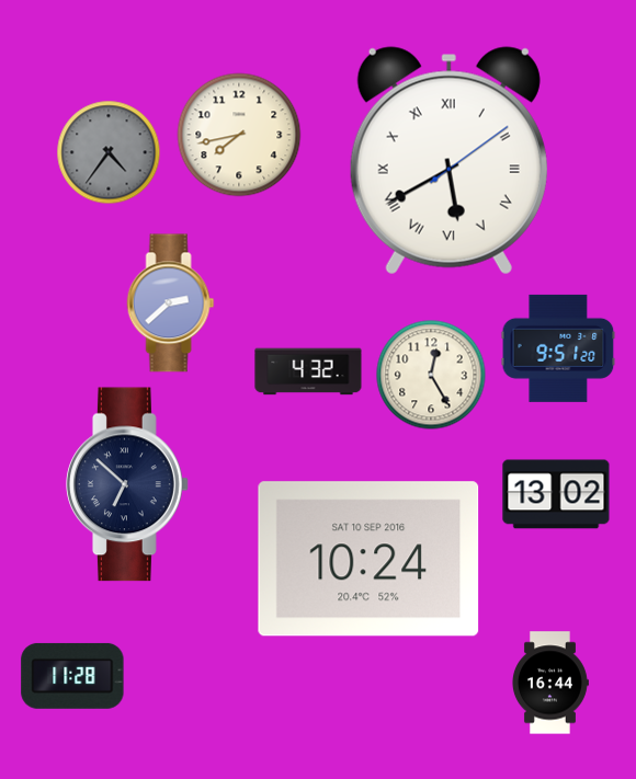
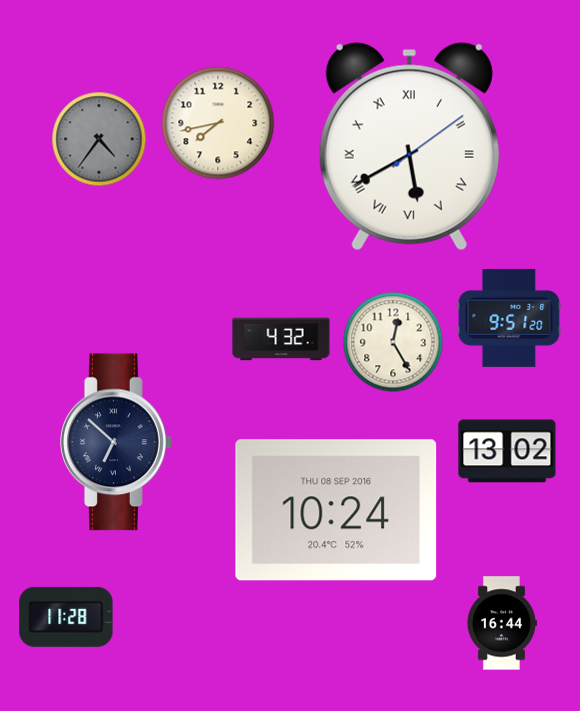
clock at (171, 303): 2:38 -> none
clock at (368, 559) date: SAT 10 SEP 2016 -> THU 08 SEP 2016
